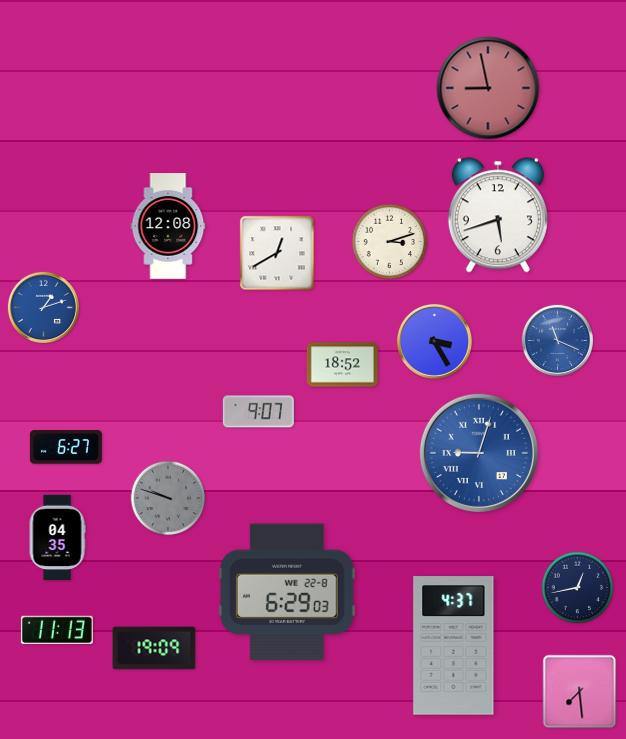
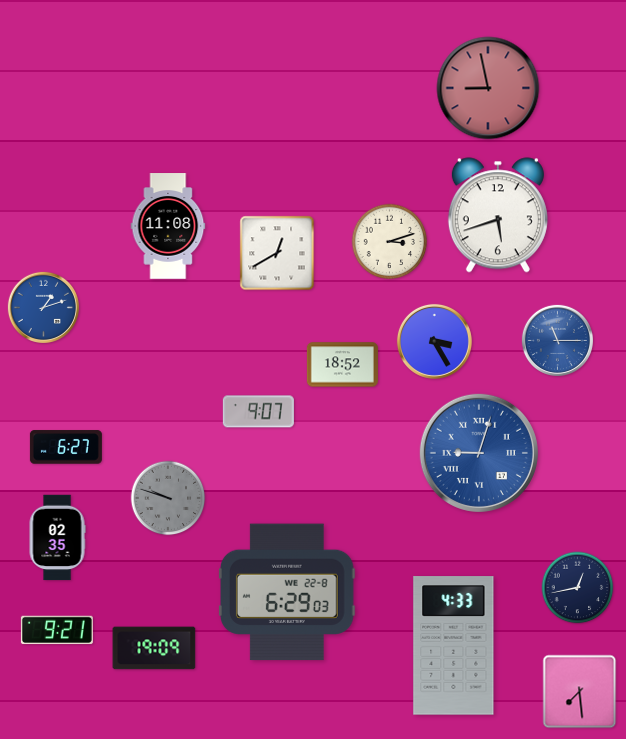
clock at (168, 226): 12:08 -> 11:08
clock at (557, 340): 11:19 -> 11:15
clock at (57, 538): 04:35 -> 02:35
clock at (57, 630): 11:13 -> 9:21
clock at (454, 646): 4:37 -> 4:33
